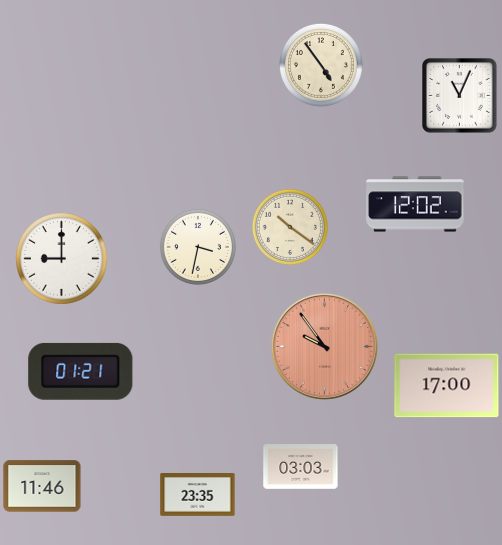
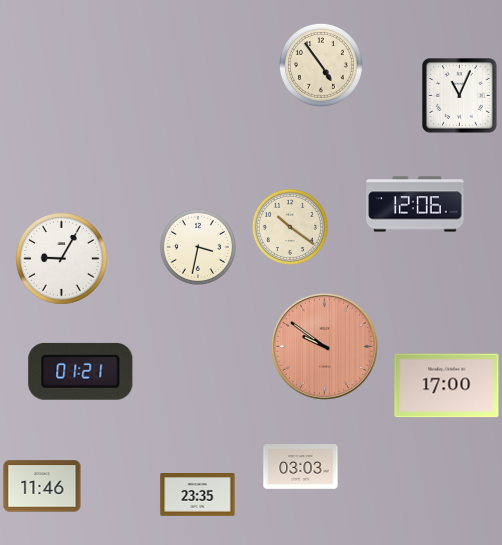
clock at (415, 204): 12:02 -> 12:06
clock at (62, 259): 9:00 -> 9:05
clock at (324, 346): 9:54 -> 9:51
